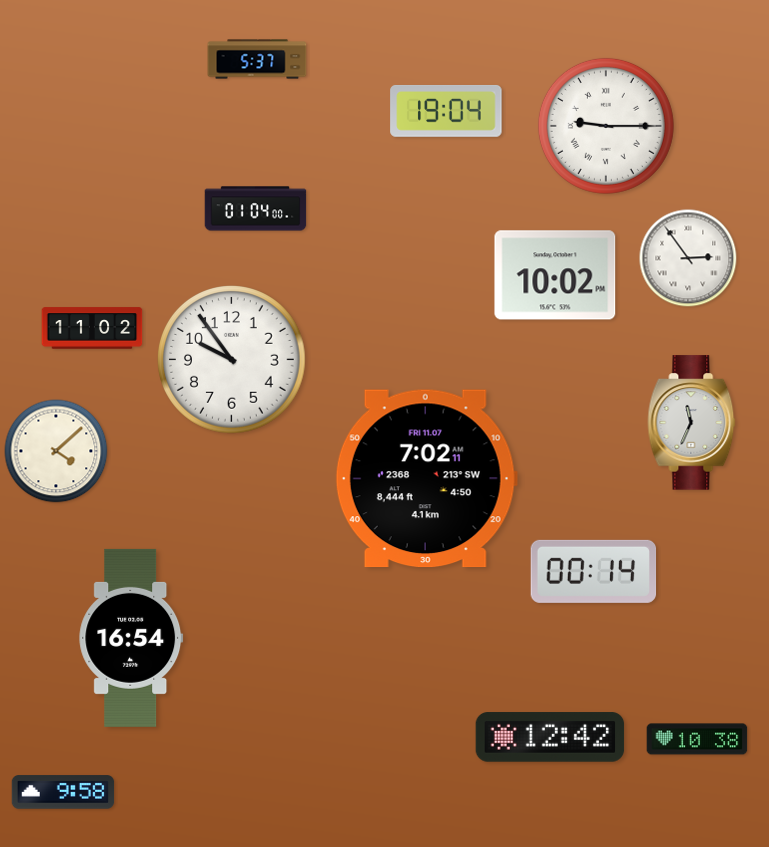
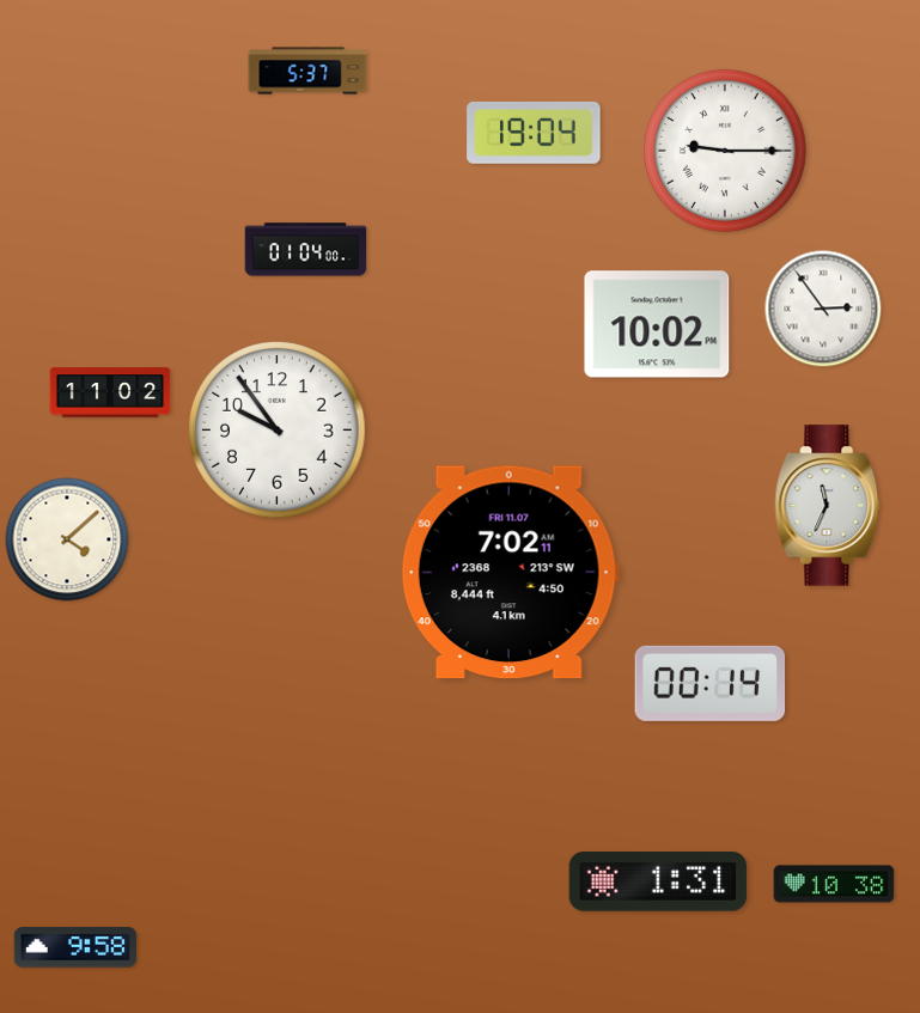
clock at (555, 275) position: (555, 275) -> (657, 324)
clock at (131, 638): 16:54 -> none
clock at (550, 737): 12:42 -> 1:31
